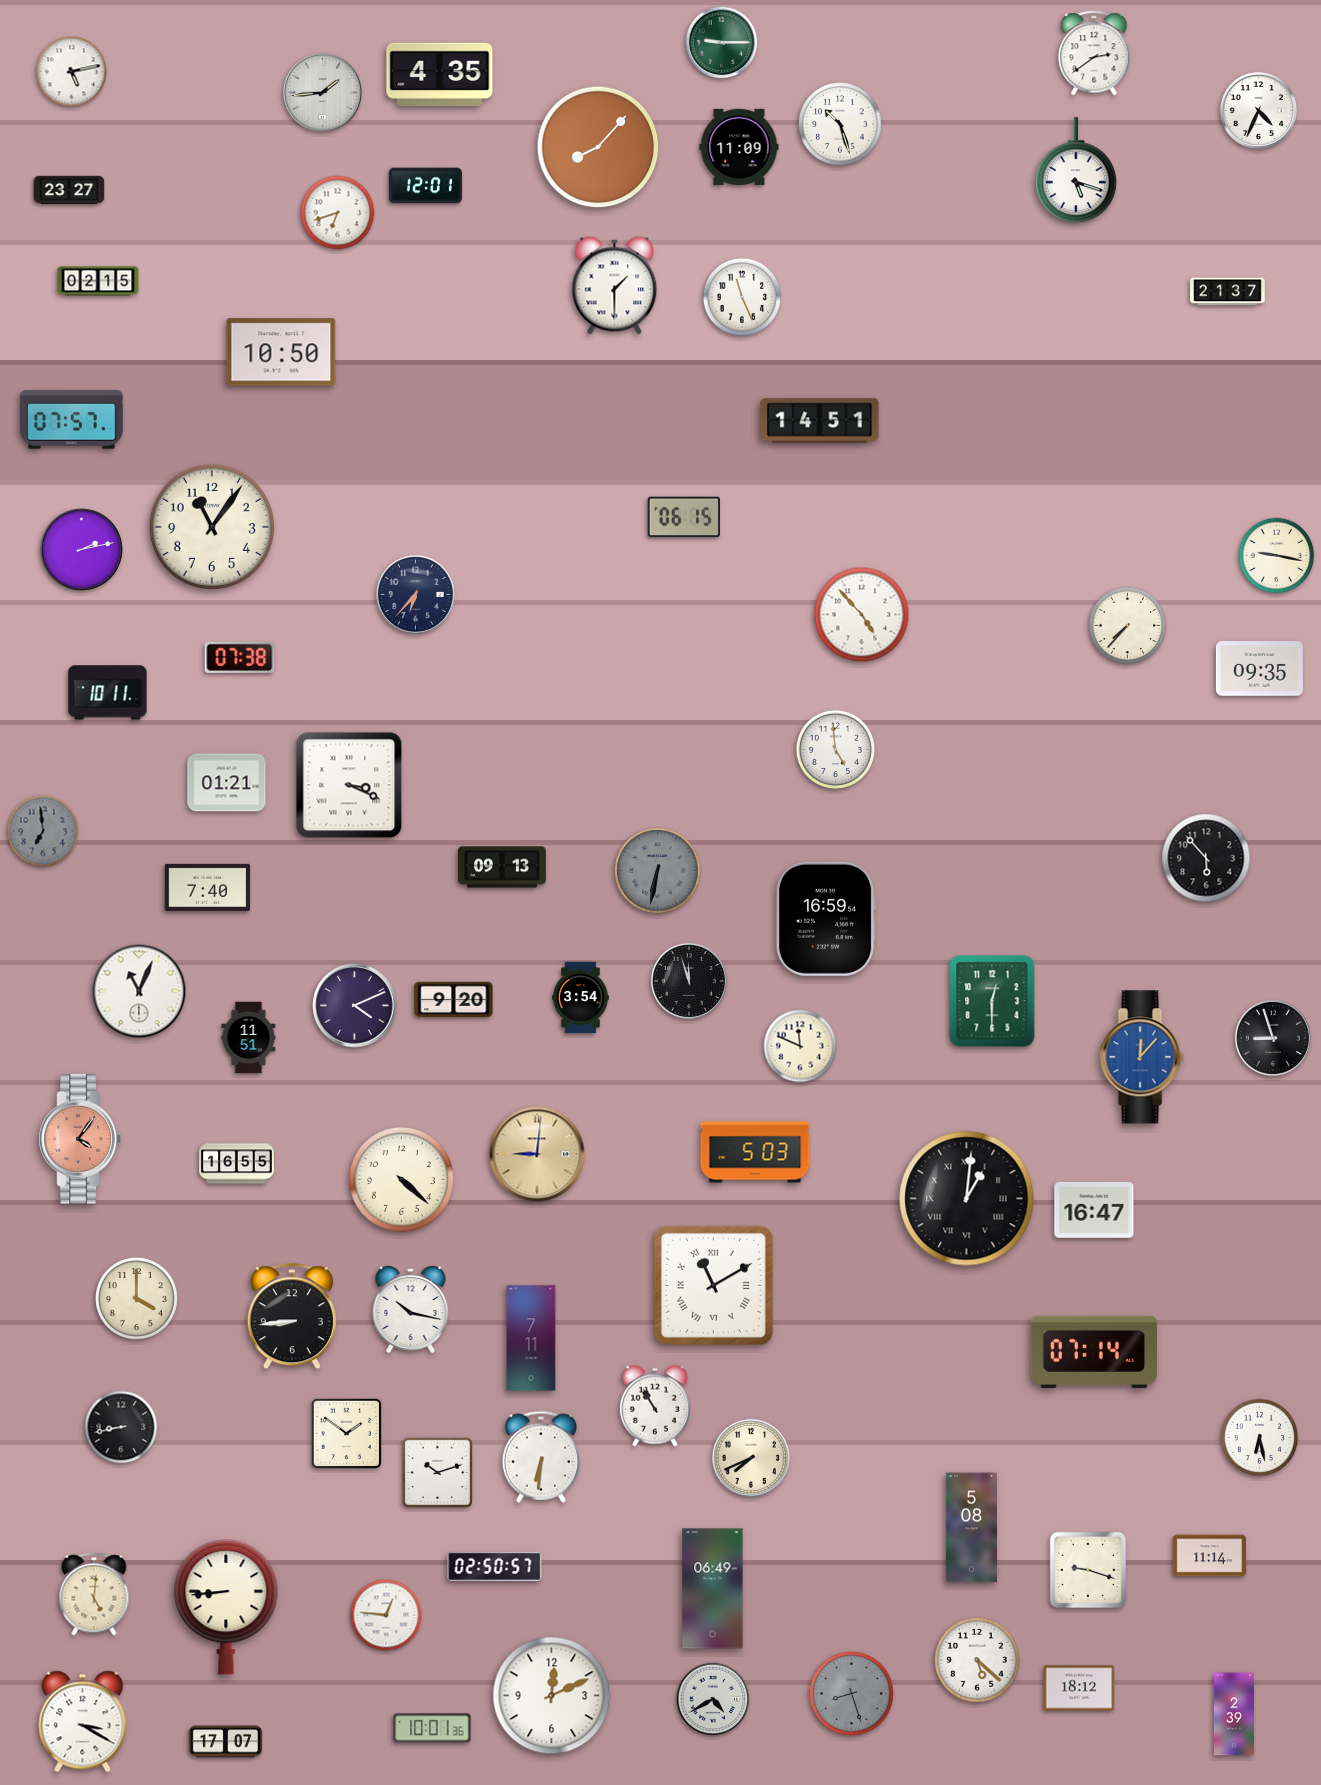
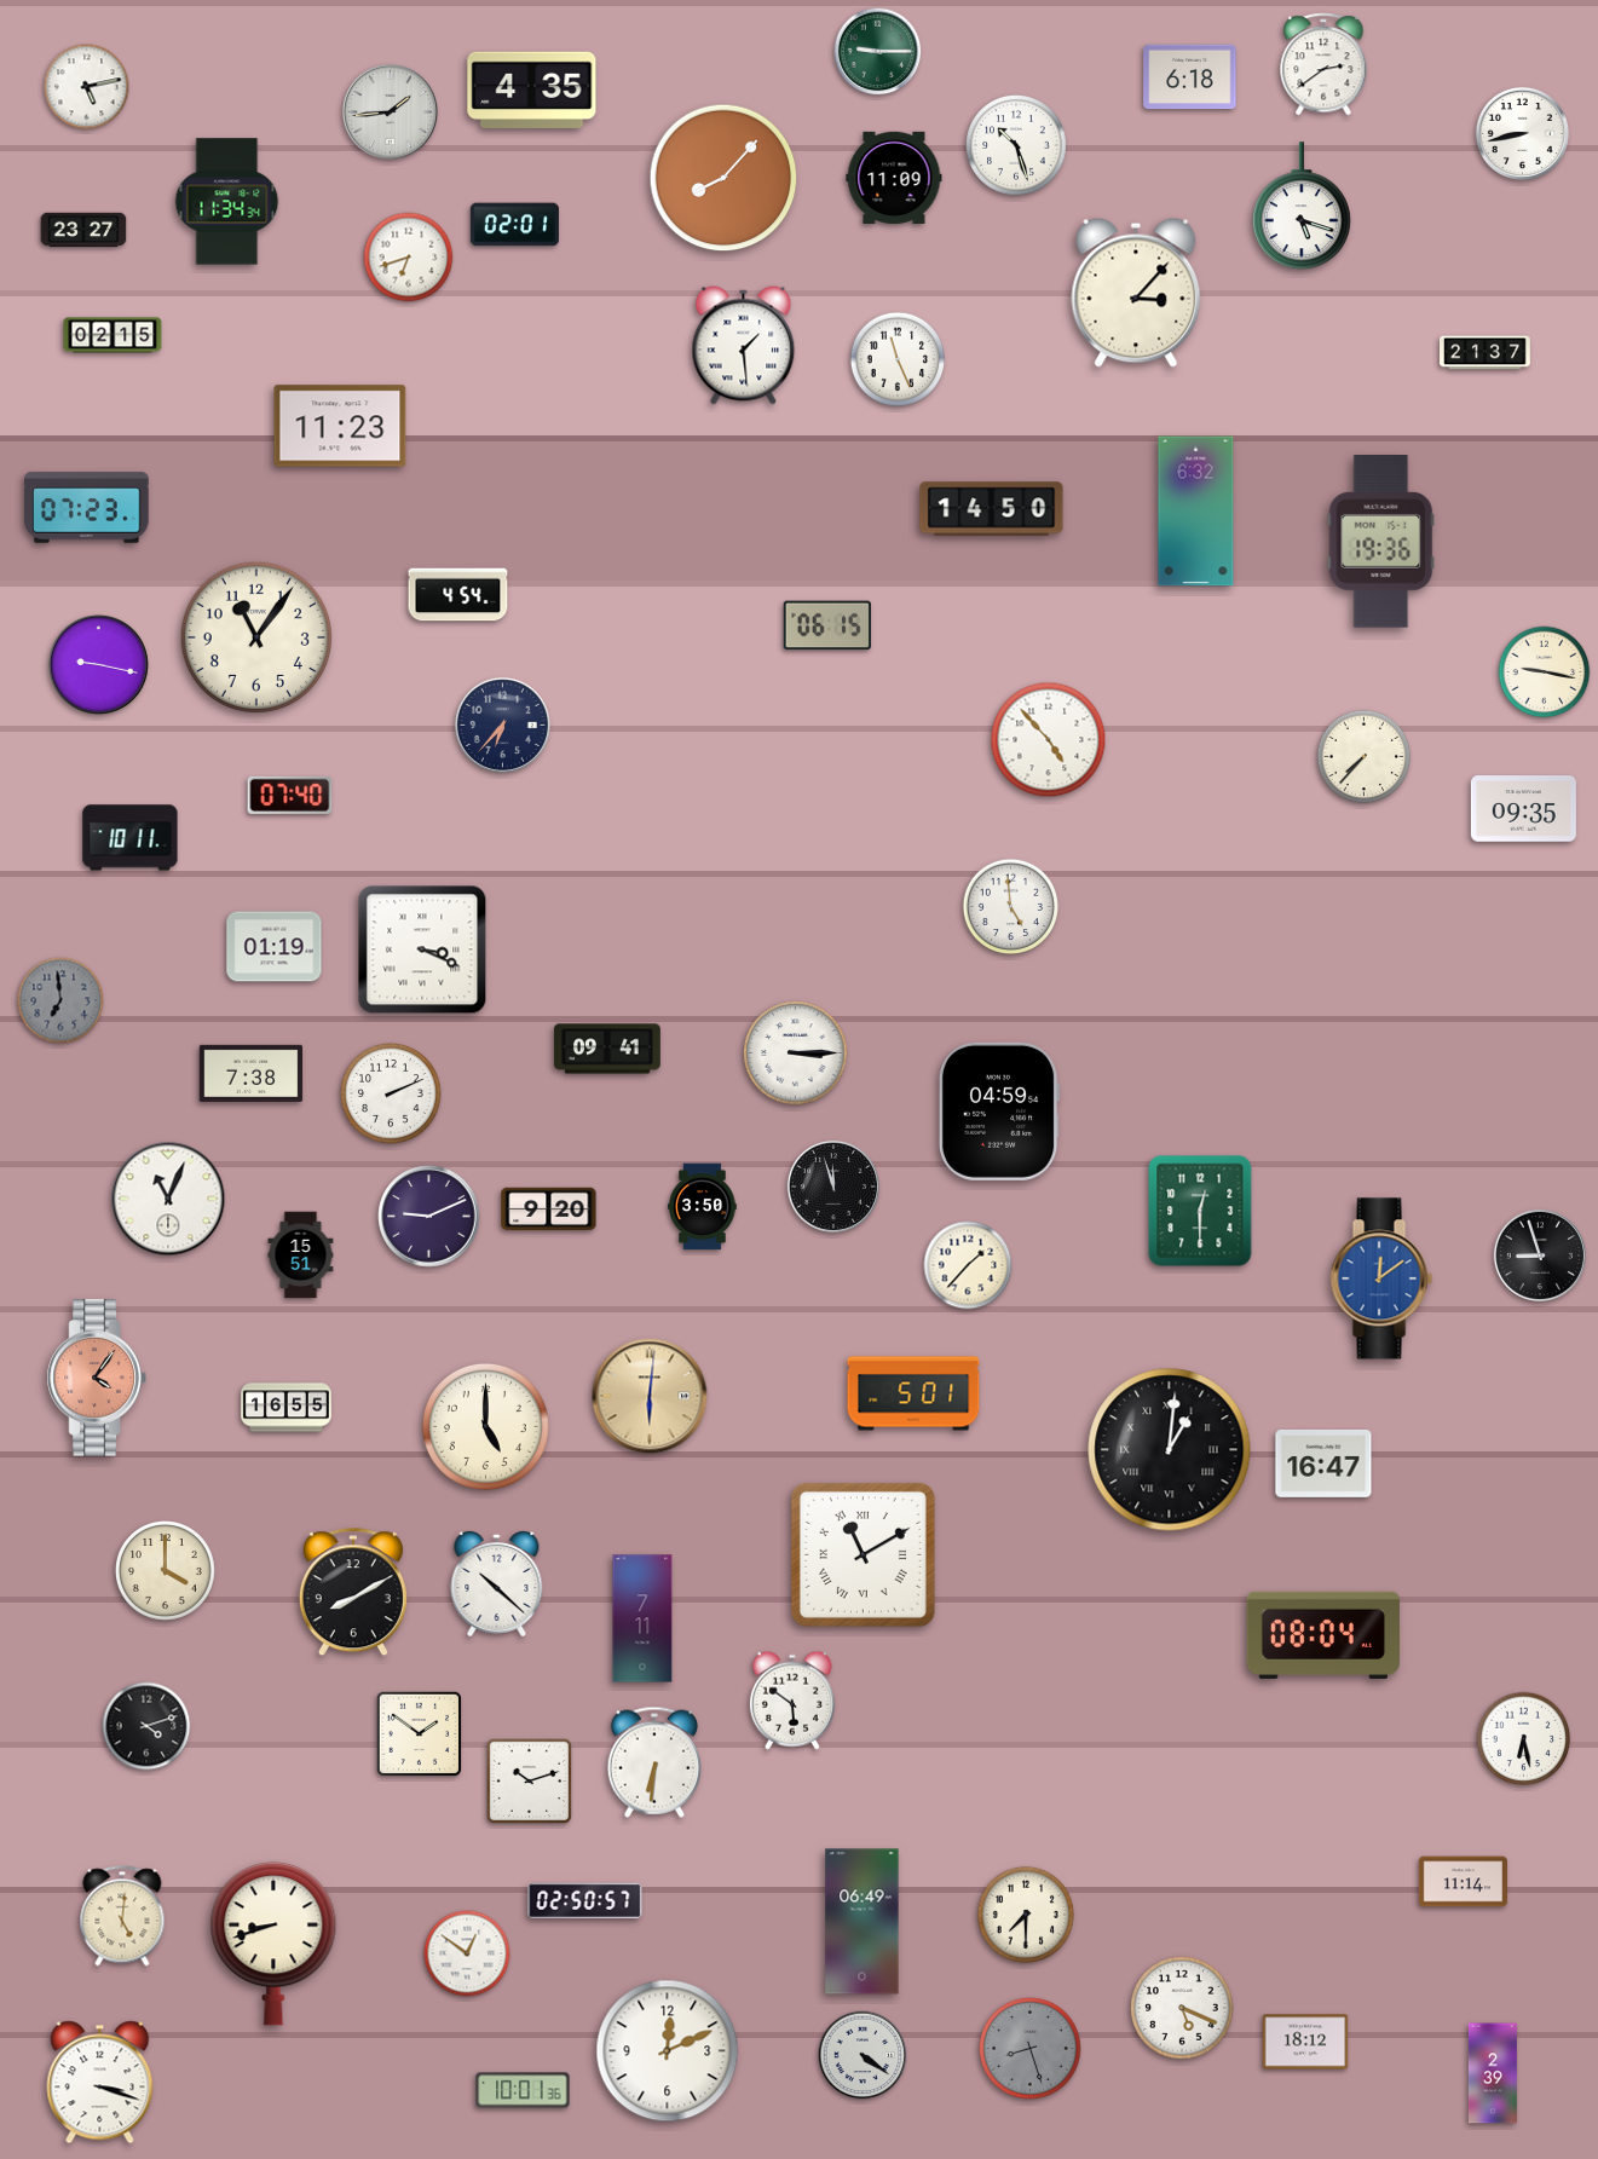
clock at (722, 43) position: (722, 43) -> (878, 52)
clock at (1190, 77): none -> 6:18
clock at (1258, 110): 4:34 -> 8:43
clock at (841, 125) position: (841, 125) -> (1017, 146)
clock at (227, 202): none -> 11:34
clock at (425, 186): 12:01 -> 02:01
clock at (1136, 293): none -> 3:07
clock at (98, 281) position: (98, 281) -> (113, 335)
clock at (615, 286): 1:30 -> 1:29
clock at (281, 352): 10:50 -> 11:23
clock at (72, 420): 07:57 -> 07:23
clock at (820, 421): 14:51 -> 14:50
clock at (1196, 512): none -> 6:32
clock at (1381, 542): none -> 19:36
clock at (458, 595): none -> 4:54
clock at (82, 550): 2:13 -> 9:17
clock at (415, 594) position: (415, 594) -> (502, 725)
clock at (862, 615) position: (862, 615) -> (1049, 740)
clock at (240, 657): 07:38 -> 07:40
clock at (227, 783): 01:21 -> 01:19
clock at (43, 831) position: (43, 831) -> (60, 1000)
clock at (1206, 858): 5:53 -> none
clock at (502, 867): 09:13 -> 09:41
clock at (658, 871): 6:32 -> 3:15
clock at (658, 871) dial: grey -> white
clock at (208, 887): 7:40 -> 7:38
clock at (392, 1095): none -> 2:11
clock at (826, 919): 16:59 -> 04:59
clock at (581, 998): 3:54 -> 3:50
clock at (355, 1006): 4:11 -> 9:11
clock at (249, 1038): 11:51 -> 15:51
clock at (800, 1046): 11:49 -> 1:37
clock at (1142, 1057): 12:07 -> 12:09
clock at (755, 1152): 5:03 -> 5:01
clock at (537, 1154): 9:01 -> 6:01
clock at (401, 1179): 4:22 -> 5:00
clock at (411, 1309): 10:17 -> 10:22
clock at (292, 1317): 8:44 -> 8:10
clock at (1094, 1352): 07:14 -> 08:04
clock at (655, 1406): 10:55 -> 5:51
clock at (121, 1427): 8:43 -> 4:12
clock at (751, 1458): 7:41 -> none
clock at (971, 1528): 5:08 -> none
clock at (495, 1566) position: (495, 1566) -> (585, 1900)
clock at (1088, 1570): 9:18 -> none
clock at (1026, 1915): none -> 7:30
clock at (94, 1594) position: (94, 1594) -> (122, 1916)
clock at (226, 1607): 8:44 -> 8:42
clock at (386, 1615): 12:46 -> 12:51
clock at (977, 1660): 5:22 -> 5:19
clock at (713, 1699): 4:40 -> 4:21
clock at (83, 1722): 3:20 -> 3:18
clock at (225, 1742): 17:07 -> none
